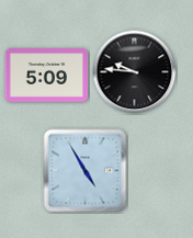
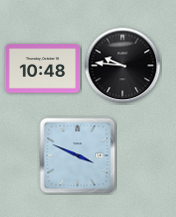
clock at (47, 76): 5:09 -> 10:48
clock at (86, 171): 4:55 -> 3:49
